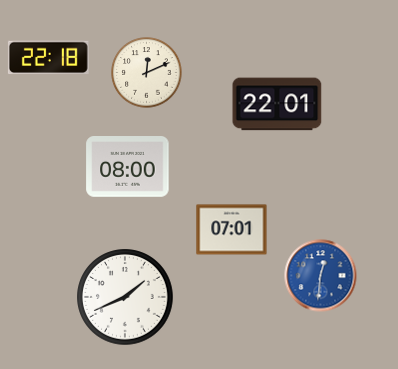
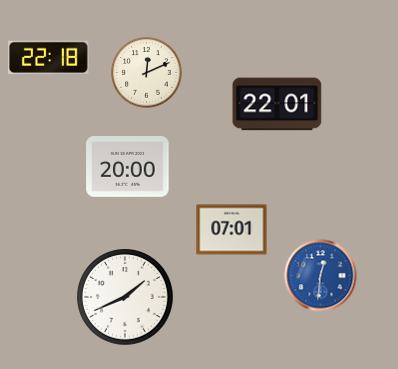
clock at (128, 167): 08:00 -> 20:00
